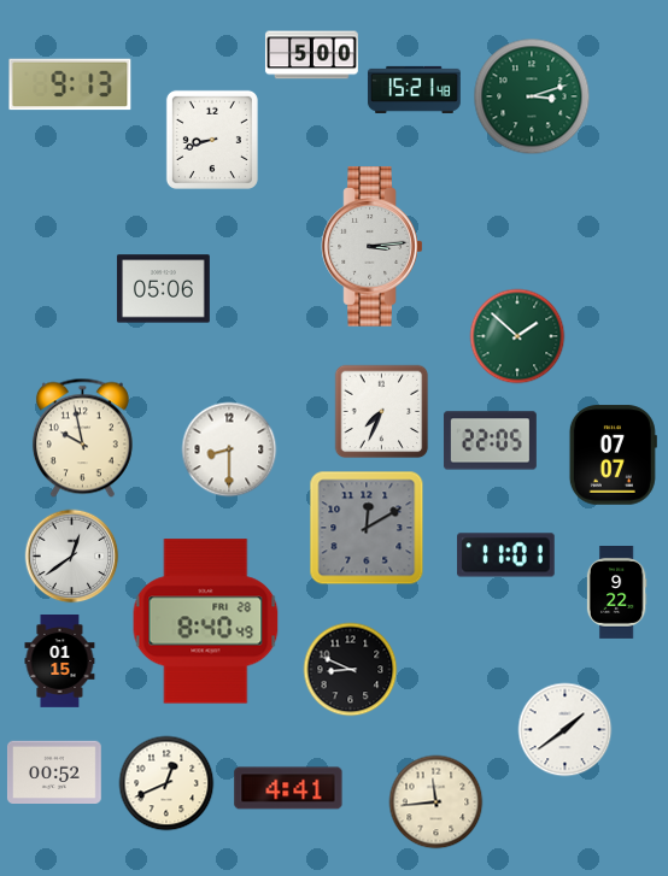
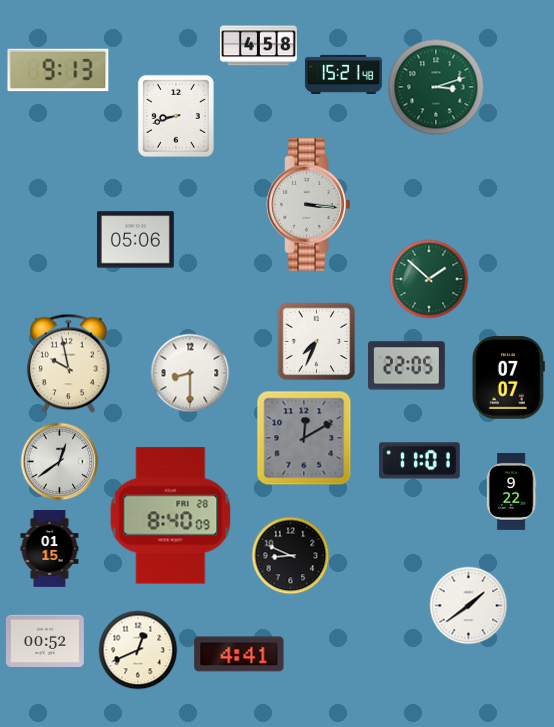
clock at (311, 55): 5:00 -> 4:58
clock at (532, 96) position: (532, 96) -> (436, 87)
clock at (373, 247): 3:14 -> 3:16
clock at (206, 622): 8:40:49 -> 8:40:09
clock at (435, 801): 11:44 -> none
